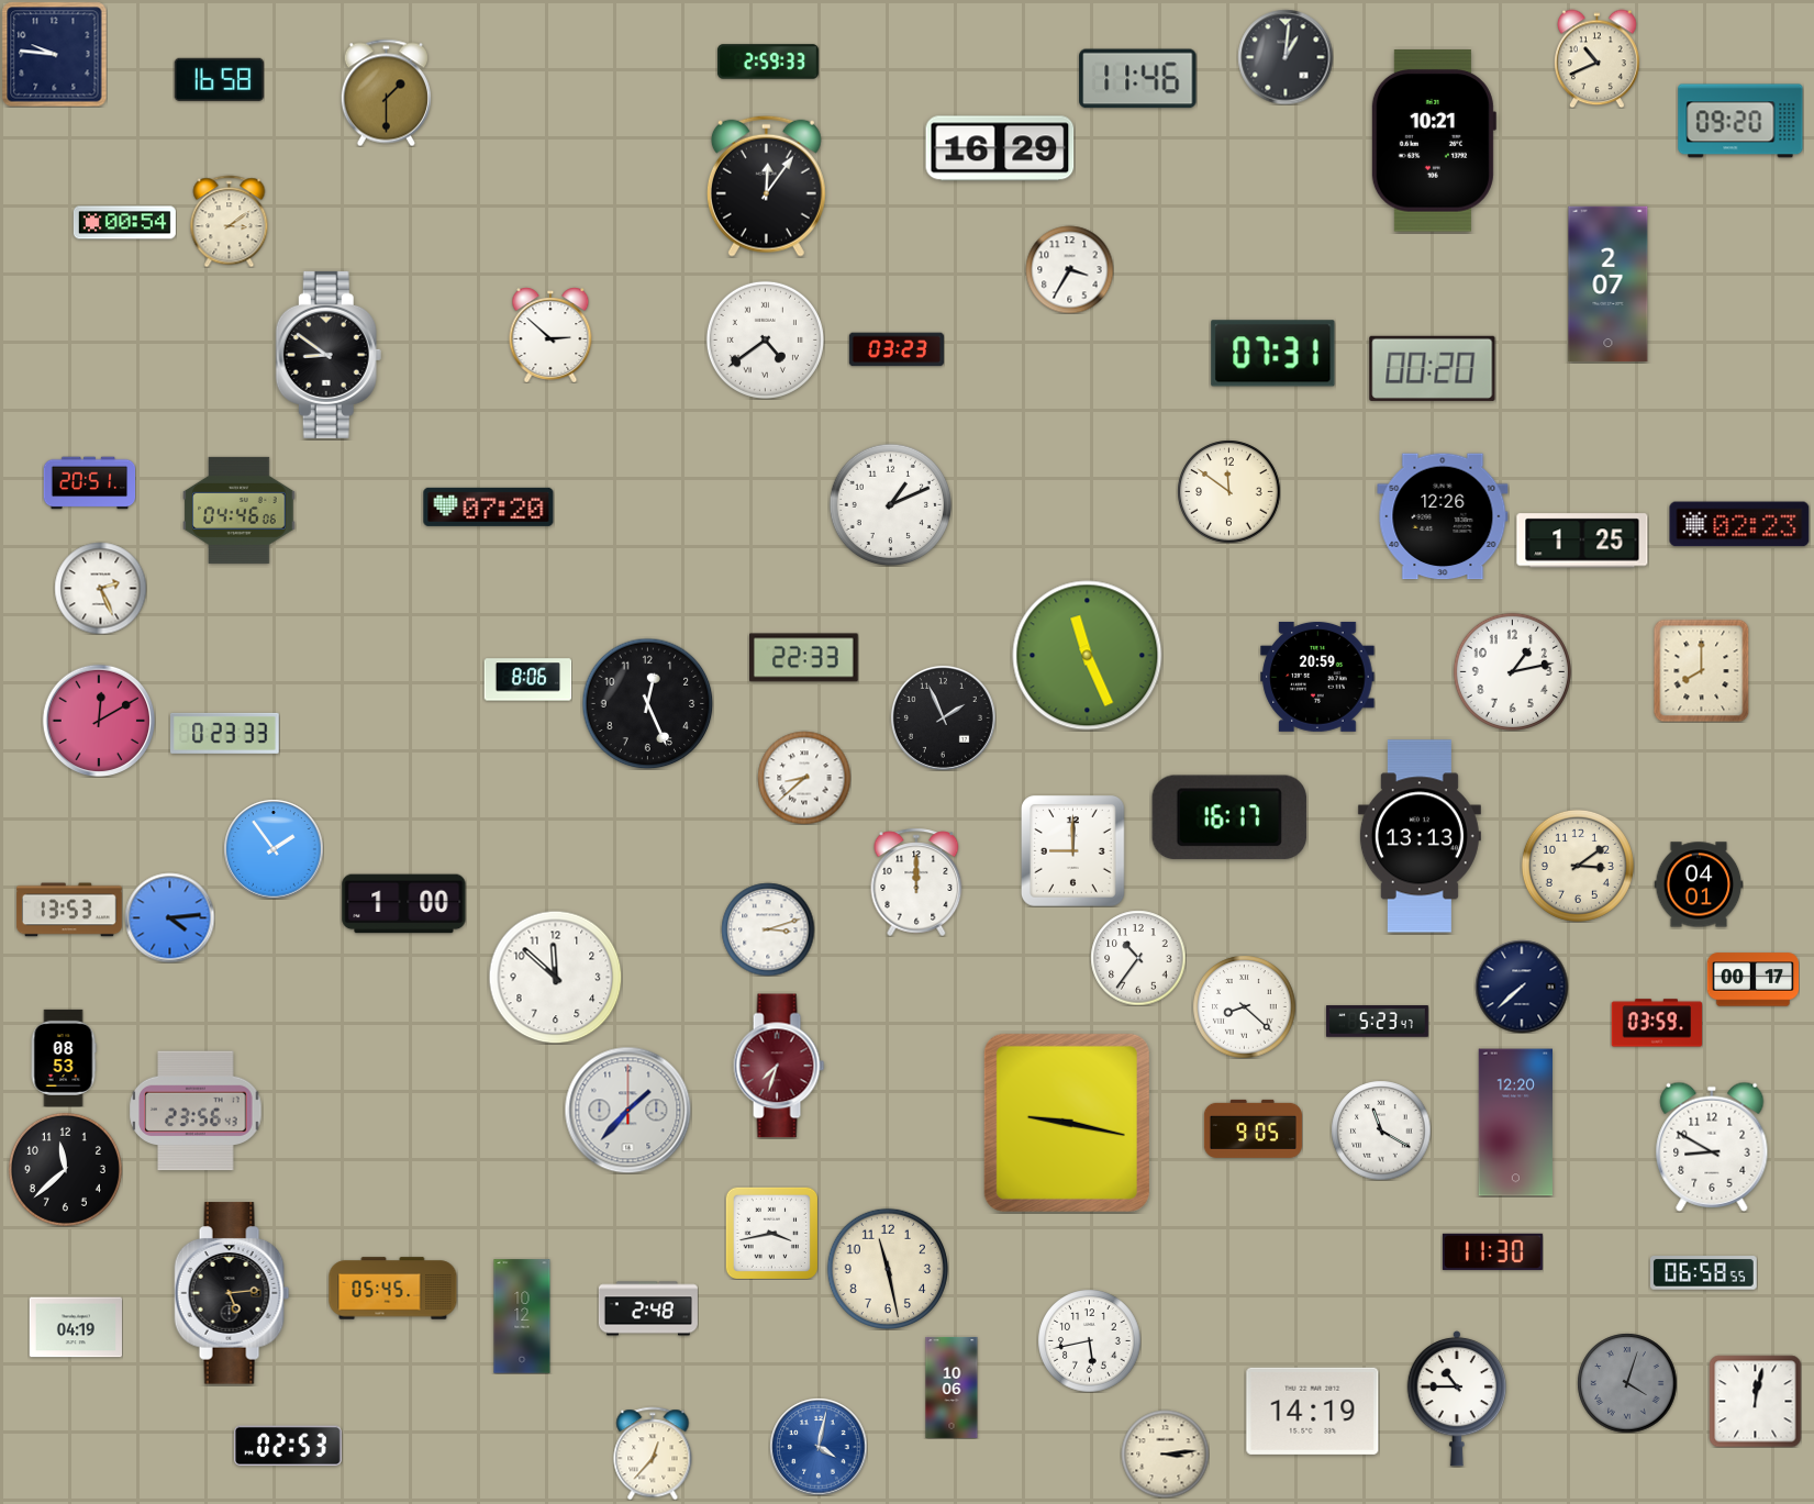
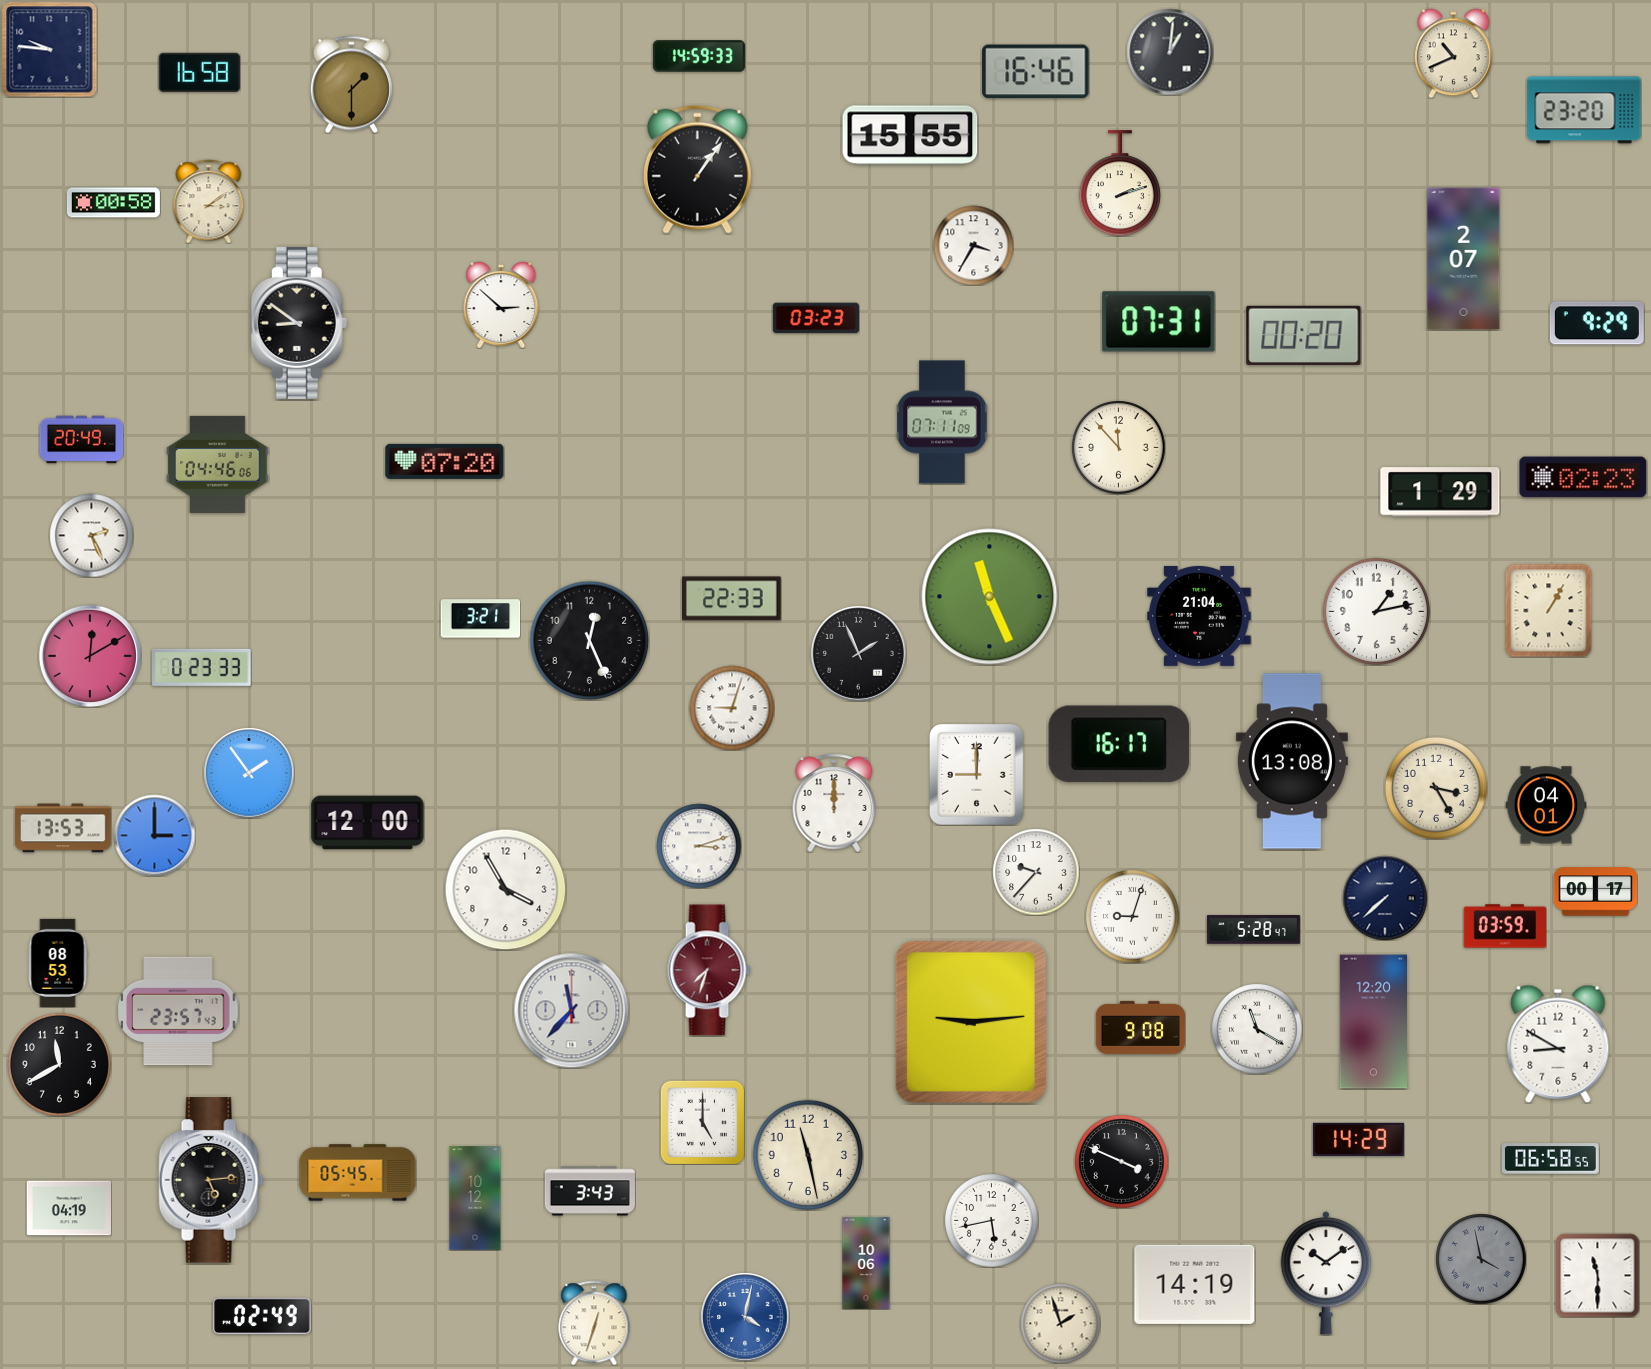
clock at (768, 62): 2:59 -> 14:59
clock at (1138, 79): 11:46 -> 16:46
clock at (1740, 121): 09:20 -> 23:20
clock at (1433, 141): 10:21 -> none
clock at (1000, 148): 16:29 -> 15:55
clock at (766, 186): 12:06 -> 1:06
clock at (1120, 183): none -> 2:12
clock at (124, 223): 00:54 -> 00:58
clock at (765, 339): 4:39 -> none
clock at (1597, 323): none -> 9:29
clock at (942, 422): none -> 07:11
clock at (89, 483): 20:51 -> 20:49
clock at (1228, 491): 11:51 -> 11:53
clock at (890, 504): 1:11 -> none
clock at (1443, 516): 12:26 -> none
clock at (1582, 541): 1:25 -> 1:29
clock at (1702, 670): 8:00 -> 1:05
clock at (1317, 677): 20:59 -> 21:04
clock at (527, 680): 8:06 -> 3:21
clock at (225, 733) position: (225, 733) -> (202, 667)
clock at (804, 778): 8:38 -> 9:03
clock at (1420, 836): 13:13 -> 13:08
clock at (1578, 866): 3:09 -> 3:25
clock at (404, 904): 1:00 -> 12:00
clock at (169, 917): 4:14 -> 3:00
clock at (1138, 958): 10:36 -> 9:37
clock at (555, 977): 11:52 -> 3:55
clock at (1244, 1006): 8:22 -> 9:03
clock at (1377, 1022): 5:23 -> 5:28
clock at (1657, 1023) position: (1657, 1023) -> (1505, 926)
clock at (627, 1110): 1:37 -> 11:37
clock at (196, 1111): 23:56 -> 23:57
clock at (1067, 1123): 9:17 -> 9:14
clock at (1515, 1123) position: (1515, 1123) -> (1373, 1022)
clock at (1253, 1128): 9:05 -> 9:08
clock at (65, 1169): 11:38 -> 11:40
clock at (771, 1233): 3:43 -> 5:00
clock at (1492, 1251): 11:30 -> 14:29
clock at (1121, 1161): none -> 3:49
clock at (232, 1293) position: (232, 1293) -> (211, 1180)
clock at (648, 1308): 2:48 -> 3:43
clock at (1627, 1383): 4:03 -> 3:58
clock at (1457, 1399): 10:45 -> 10:09
clock at (1755, 1401): 12:02 -> 11:30
clock at (289, 1446): 02:53 -> 02:49
clock at (653, 1453): 12:37 -> 12:33
clock at (1165, 1453): 3:14 -> 1:57
